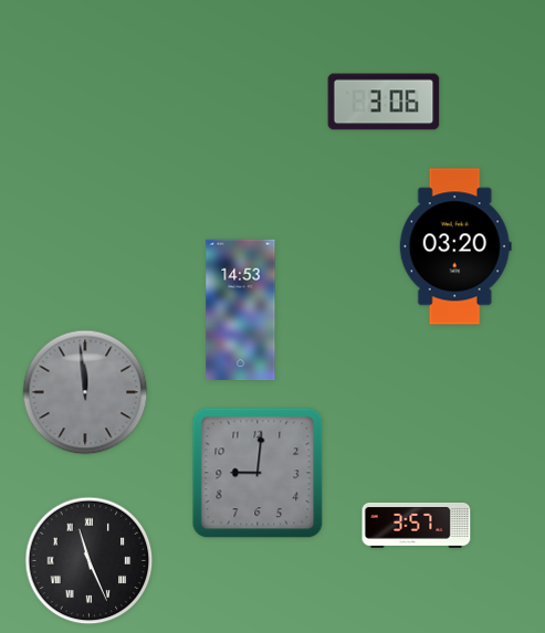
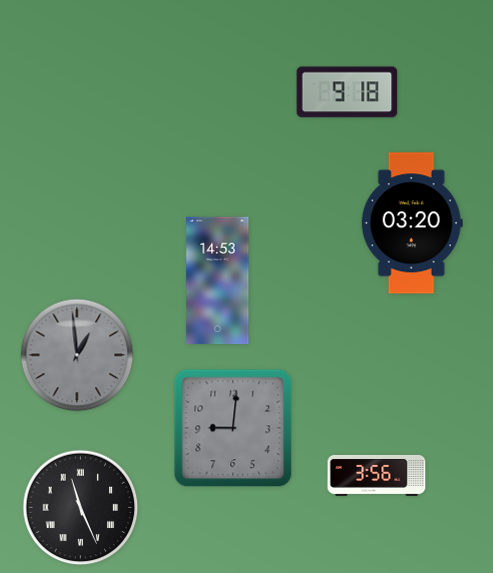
clock at (384, 102): 3:06 -> 9:18
clock at (85, 392): 11:59 -> 12:59
clock at (417, 525): 3:57 -> 3:56
